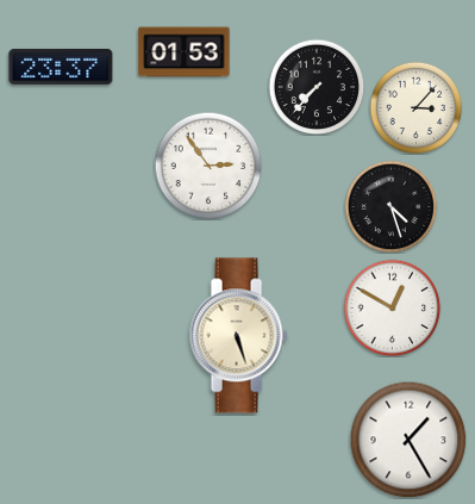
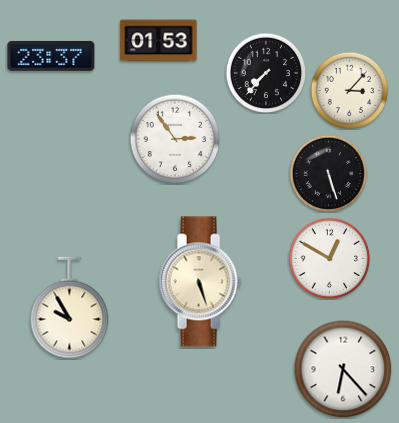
clock at (185, 52) position: (185, 52) -> (159, 41)
clock at (390, 206): 4:27 -> 5:27
clock at (70, 308): none -> 9:55
clock at (408, 440): 1:25 -> 6:23
